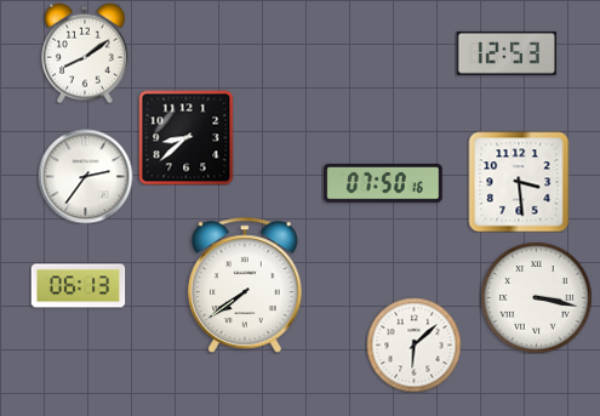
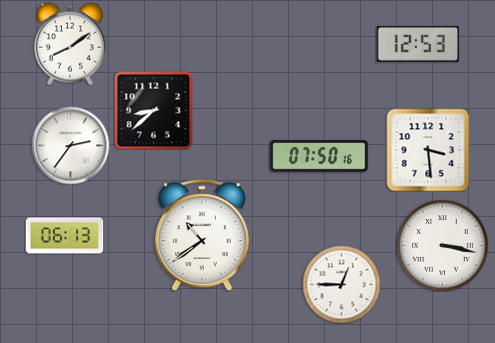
clock at (185, 137) position: (185, 137) -> (153, 110)
clock at (383, 184) position: (383, 184) -> (319, 157)
clock at (246, 285): 7:39 -> 10:39
clock at (413, 344): 6:08 -> 12:45
